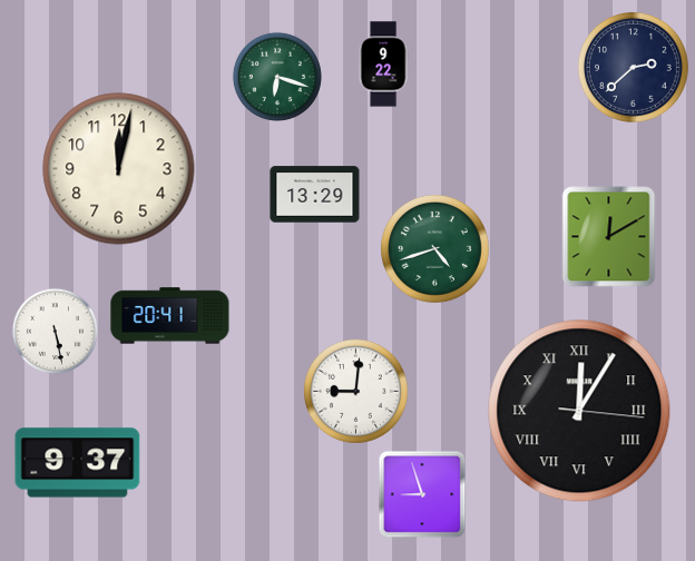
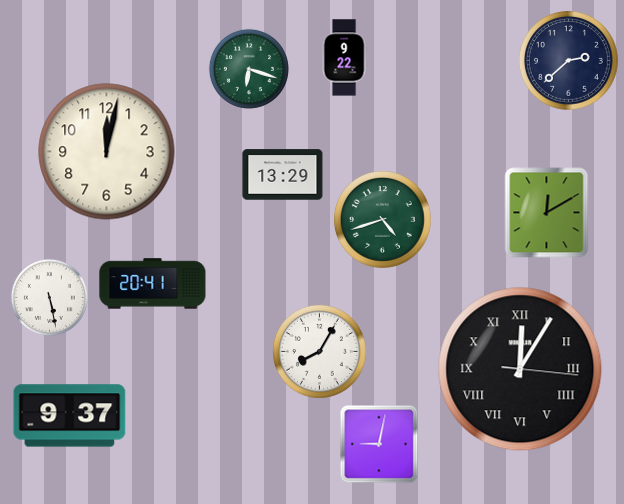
clock at (434, 248) position: (434, 248) -> (382, 219)
clock at (355, 391): 9:01 -> 8:05
clock at (422, 494): 8:57 -> 9:02
